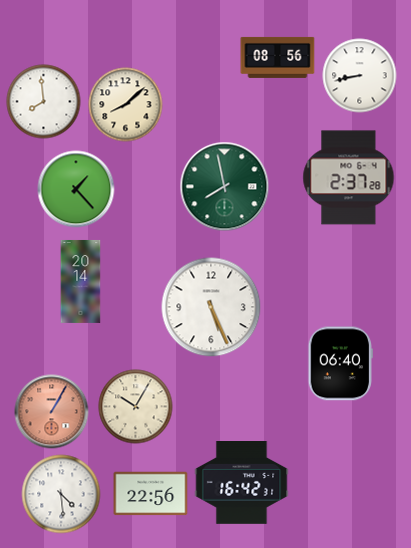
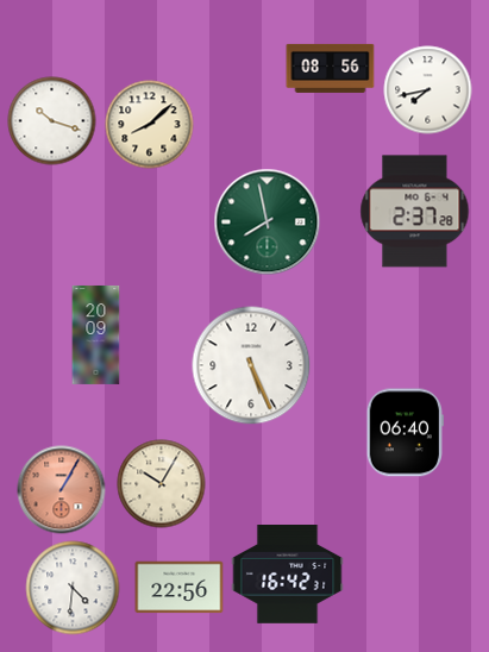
clock at (360, 76): 8:43 -> 7:43
clock at (44, 102): 7:59 -> 10:18
clock at (76, 189): 1:23 -> none
clock at (81, 281): 20:14 -> 20:09
clock at (61, 494): 4:29 -> 4:31
